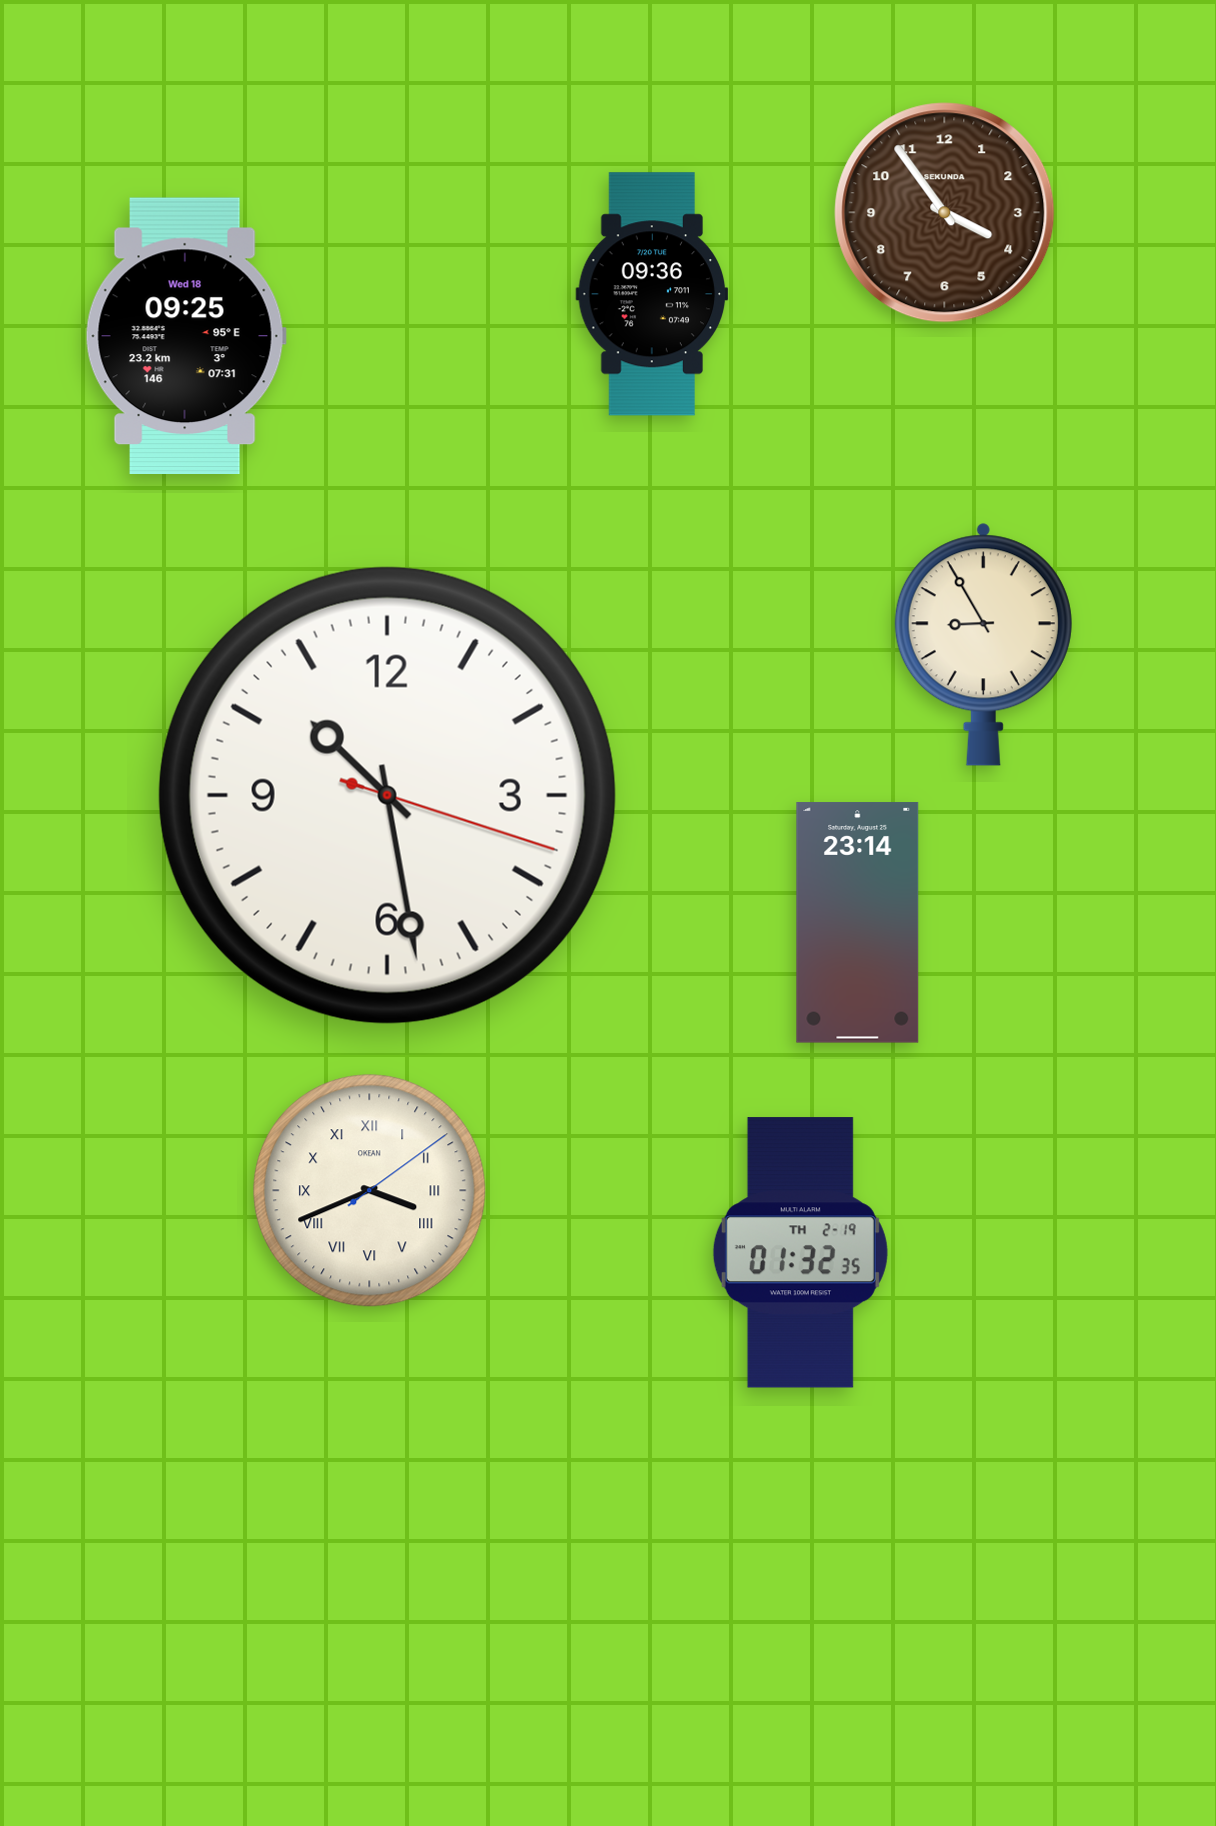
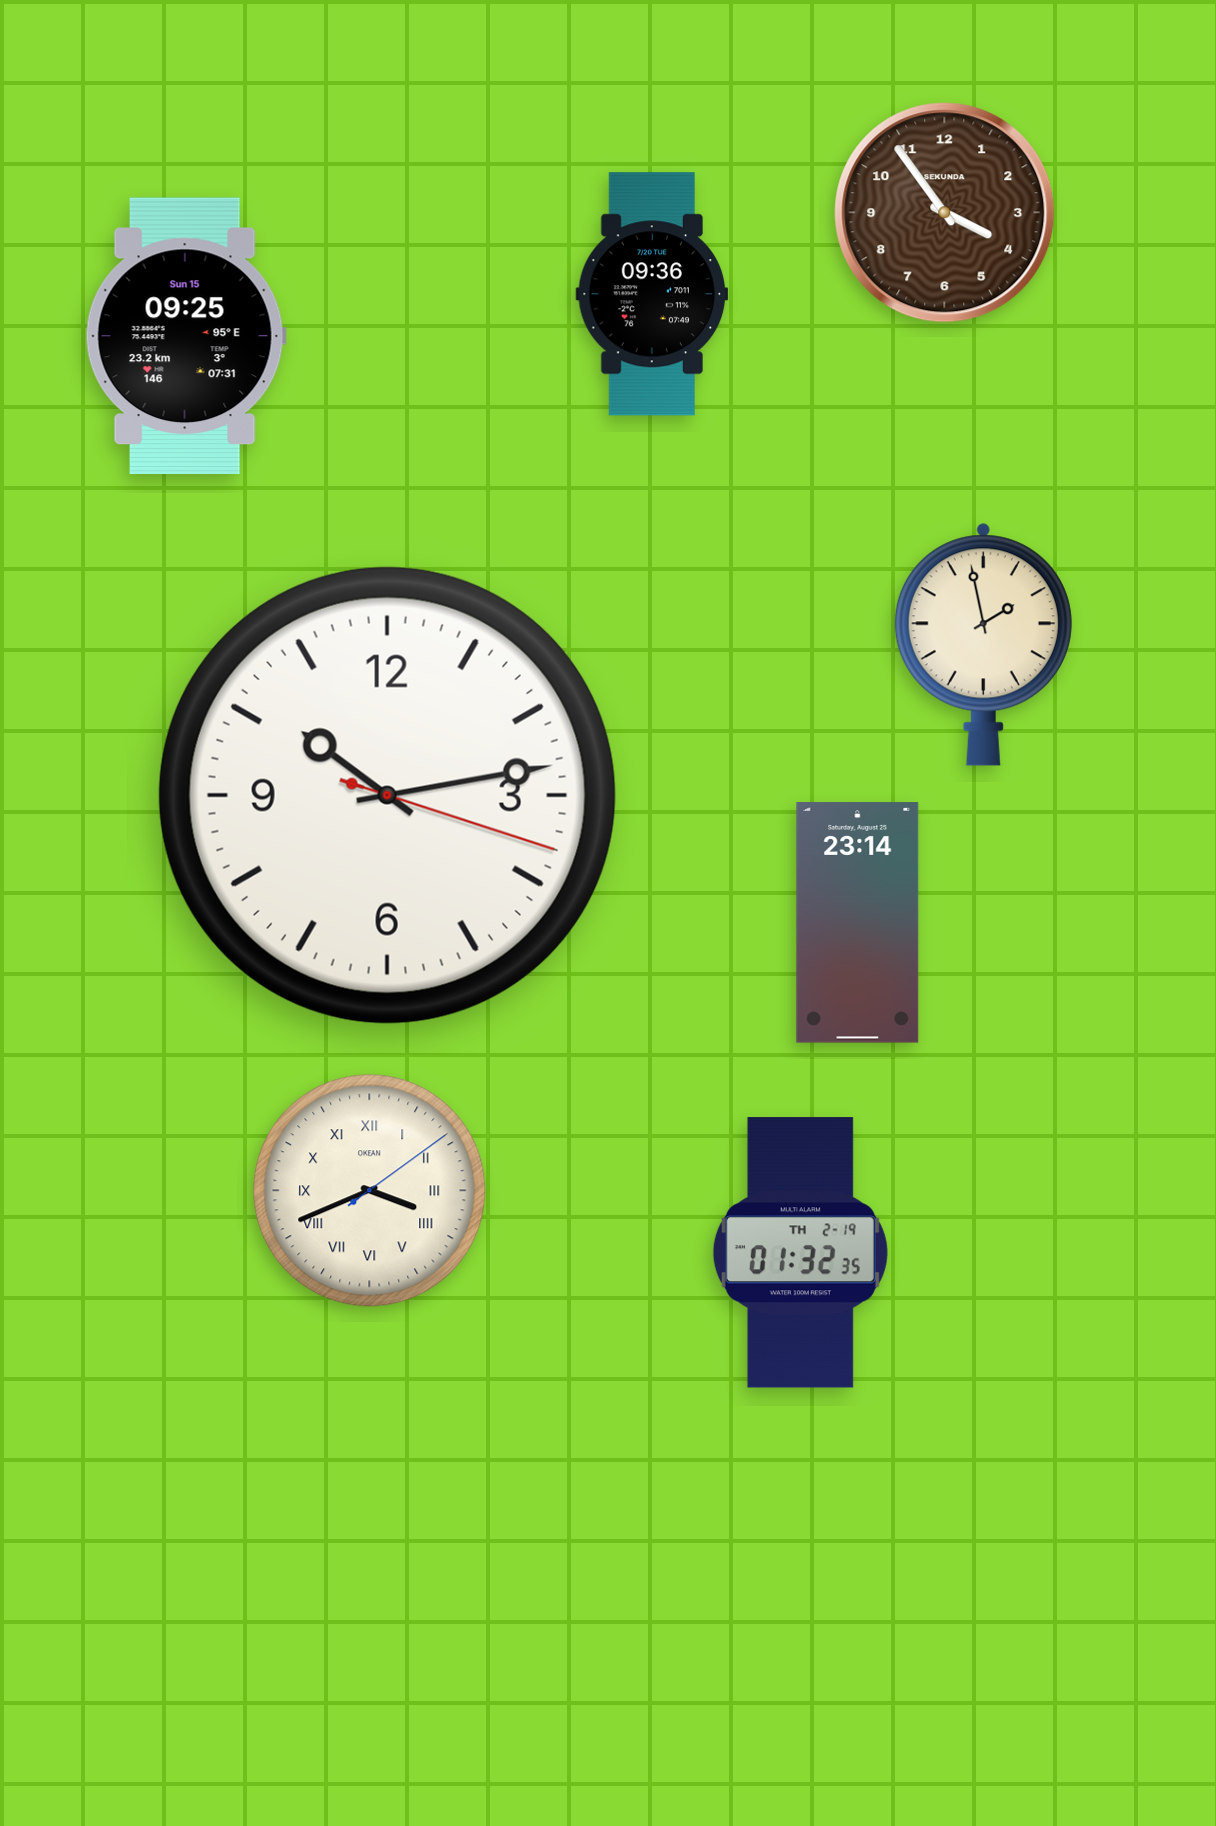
clock at (186, 335) date: Wed 18 -> Sun 15
clock at (983, 644): 8:55 -> 1:58
clock at (387, 795): 10:28 -> 10:13
